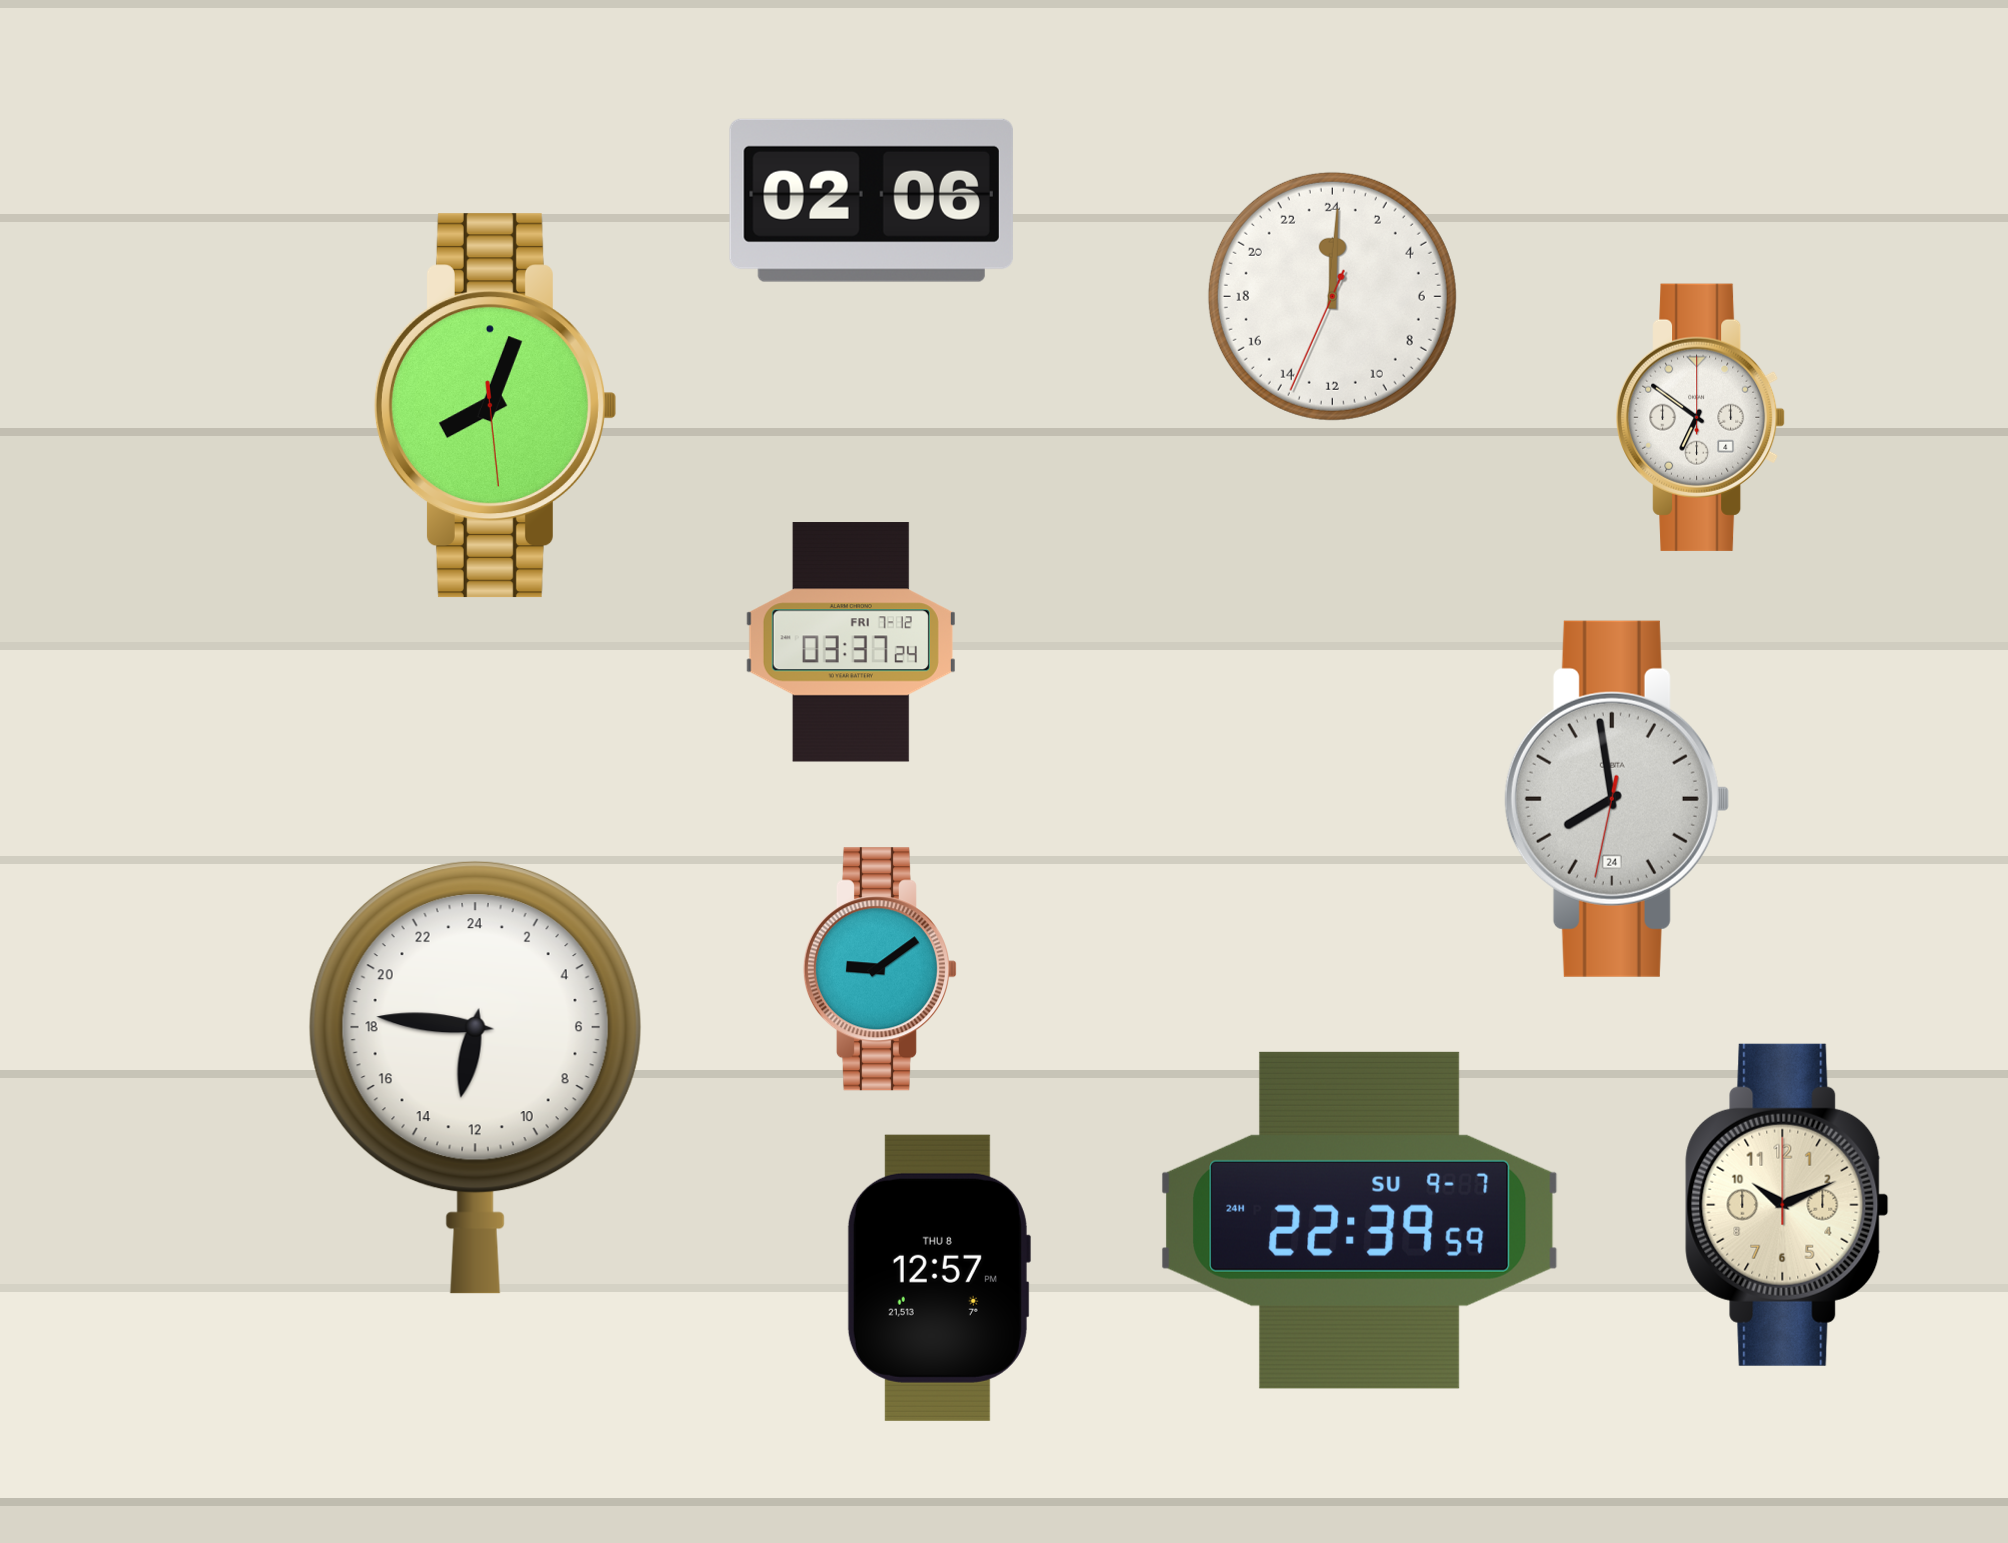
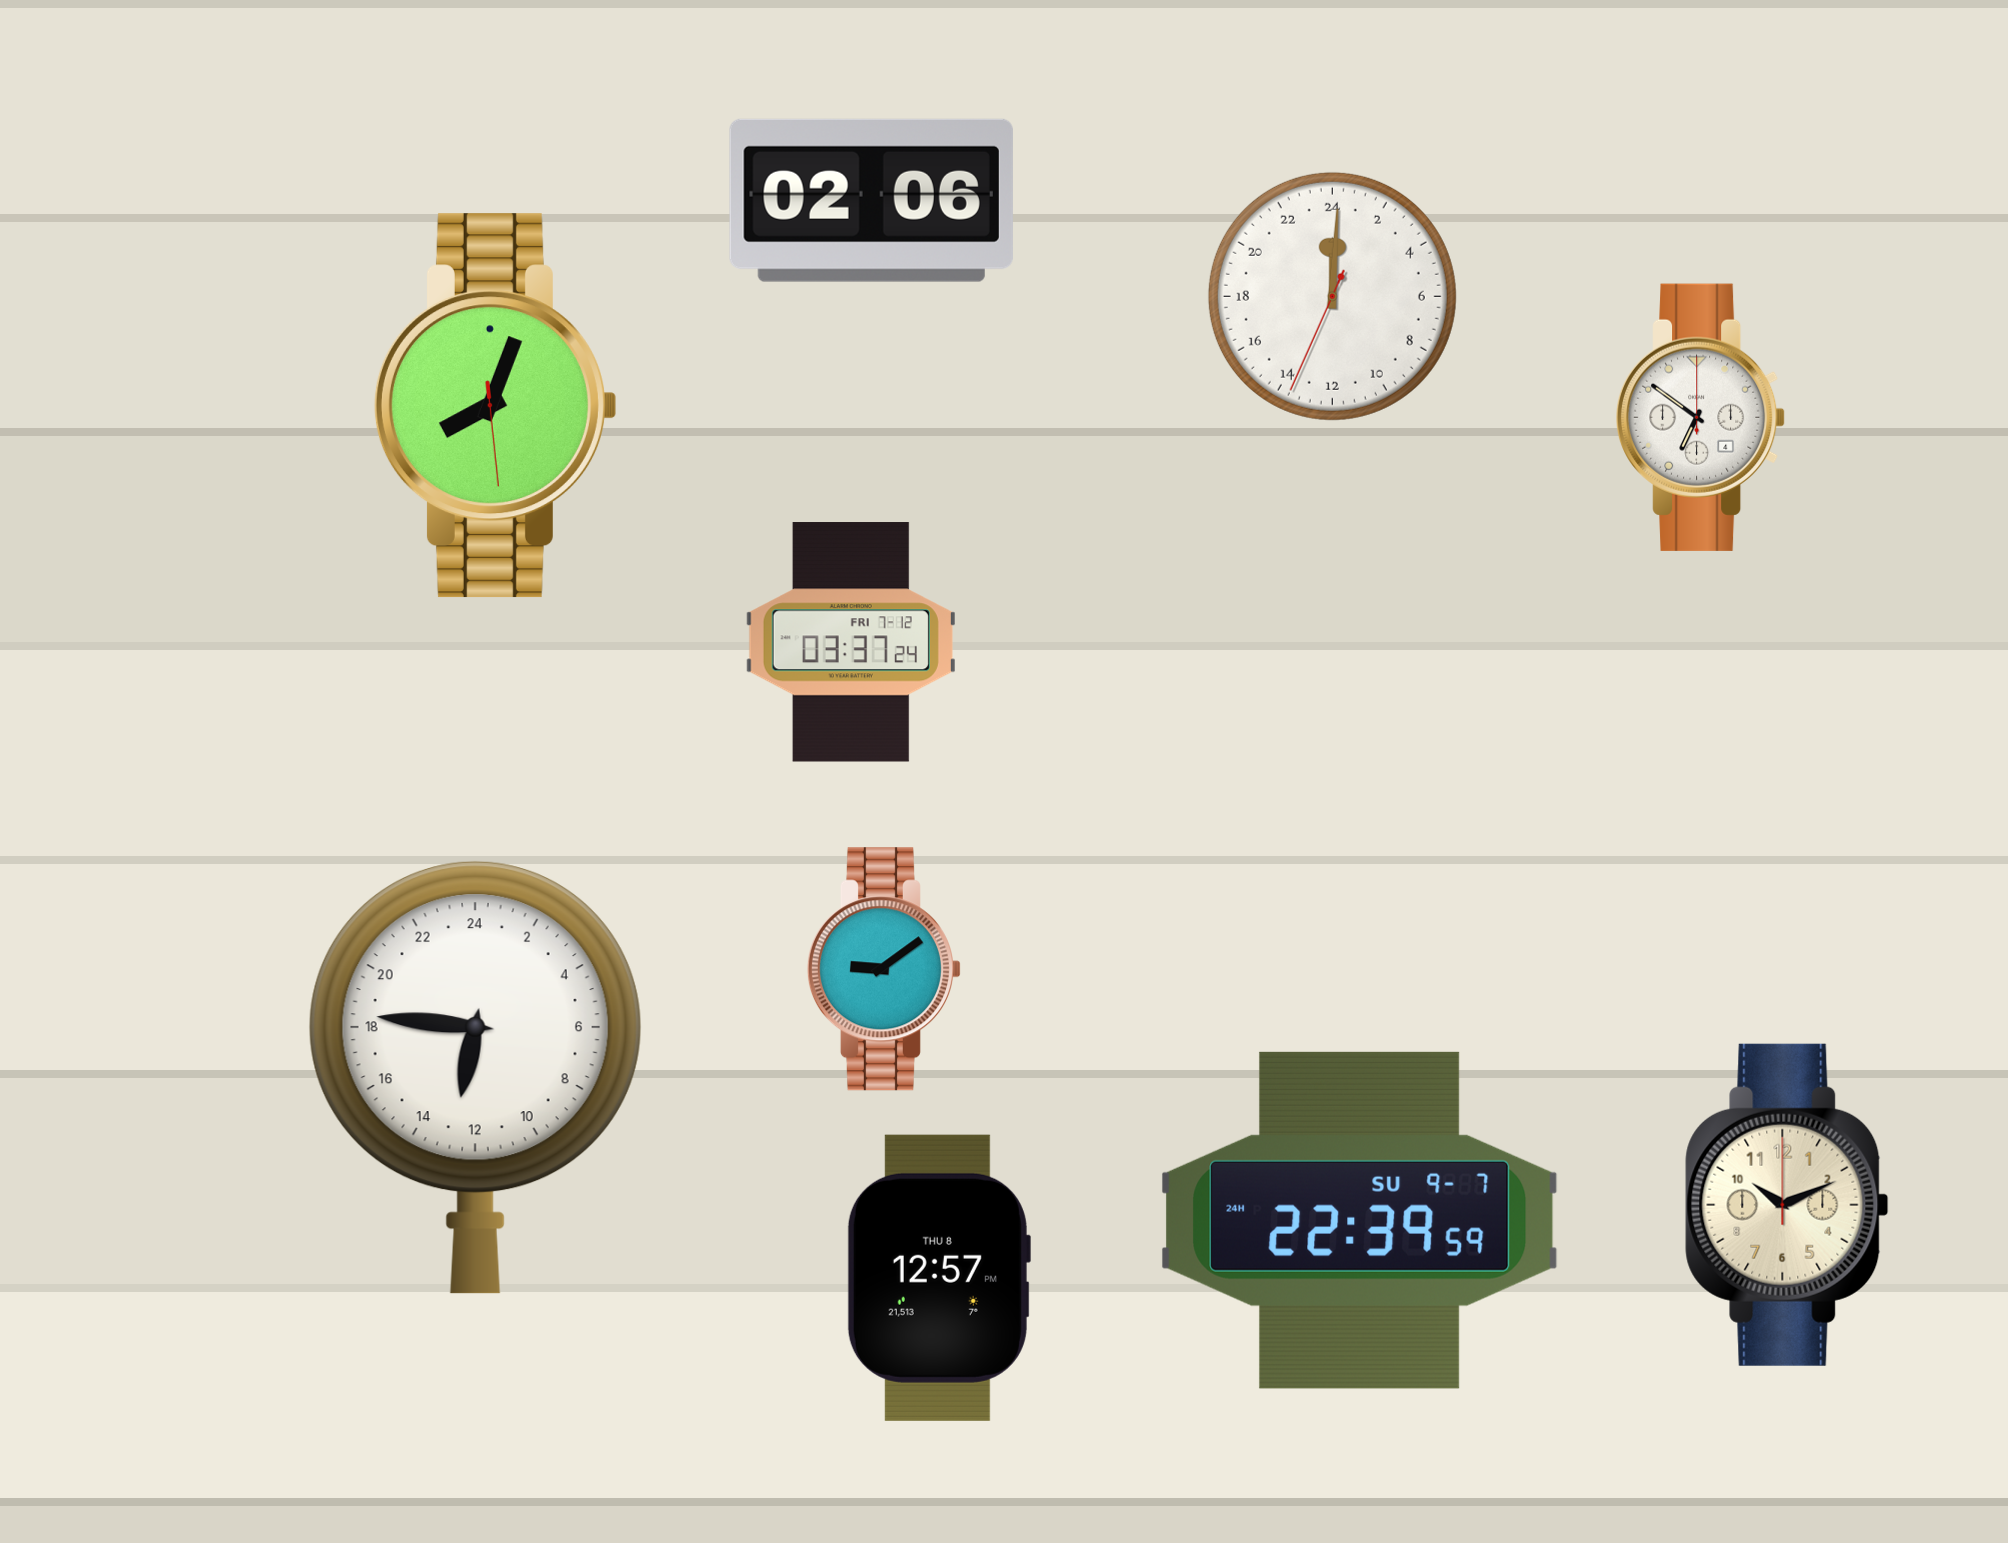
clock at (1616, 799): 7:58 -> none
clock at (880, 969) position: (880, 969) -> (884, 969)
